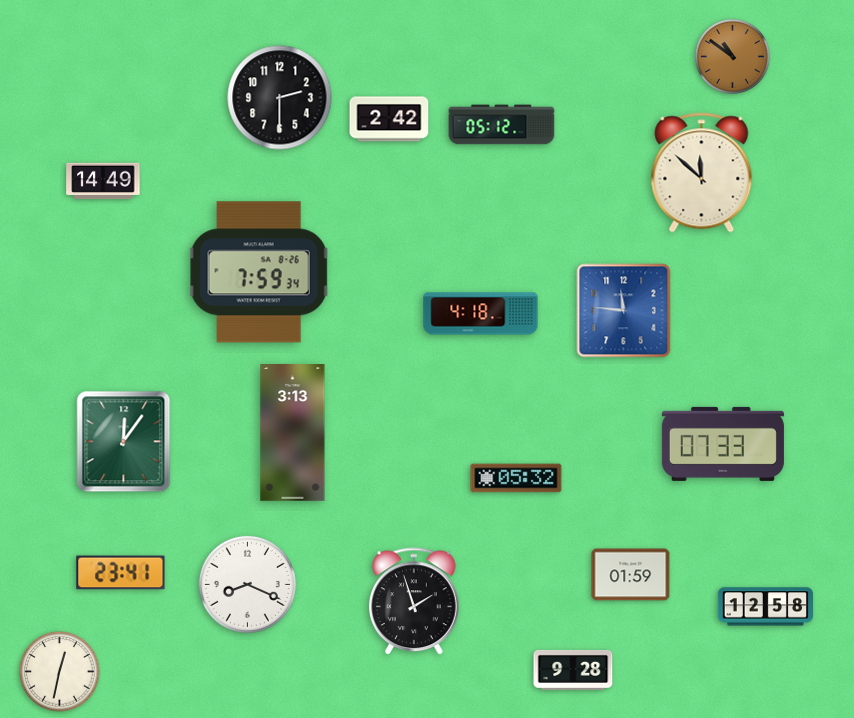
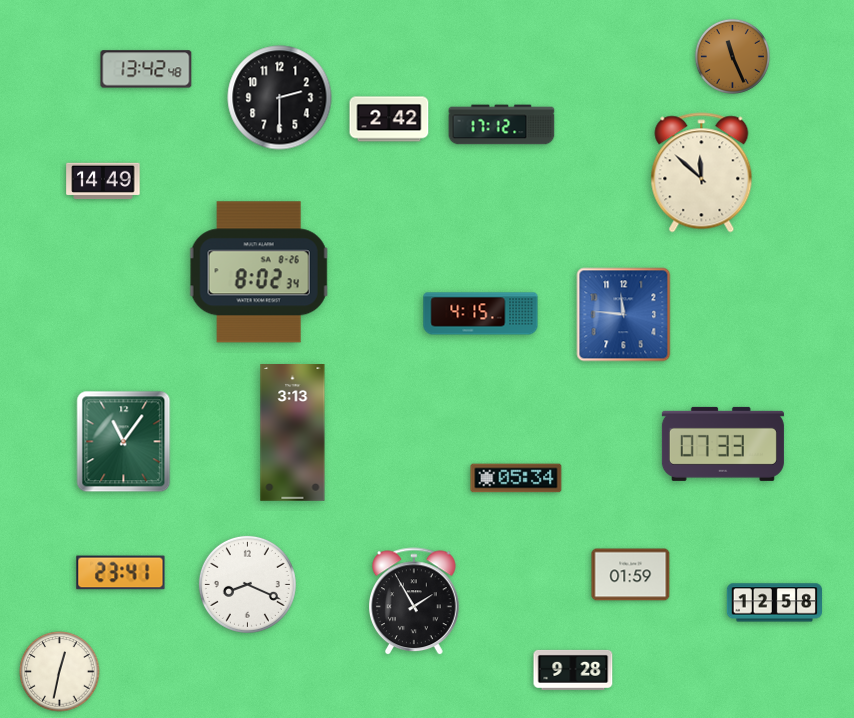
clock at (732, 56): 10:51 -> 11:26
clock at (146, 69): none -> 13:42
clock at (502, 125): 05:12 -> 17:12
clock at (259, 272): 7:59 -> 8:02
clock at (624, 311) position: (624, 311) -> (624, 315)
clock at (481, 314): 4:18 -> 4:15
clock at (124, 442): 12:06 -> 11:06
clock at (516, 478): 05:32 -> 05:34
clock at (415, 602): 1:57 -> 1:55
clock at (766, 607) position: (766, 607) -> (775, 603)
